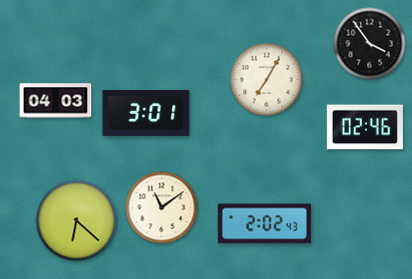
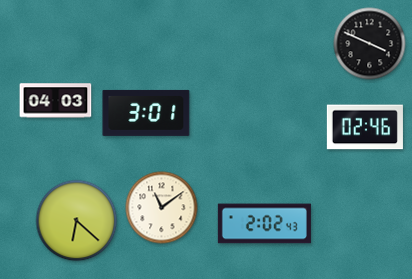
clock at (370, 44): 3:54 -> 3:49
clock at (267, 80): 7:05 -> none
